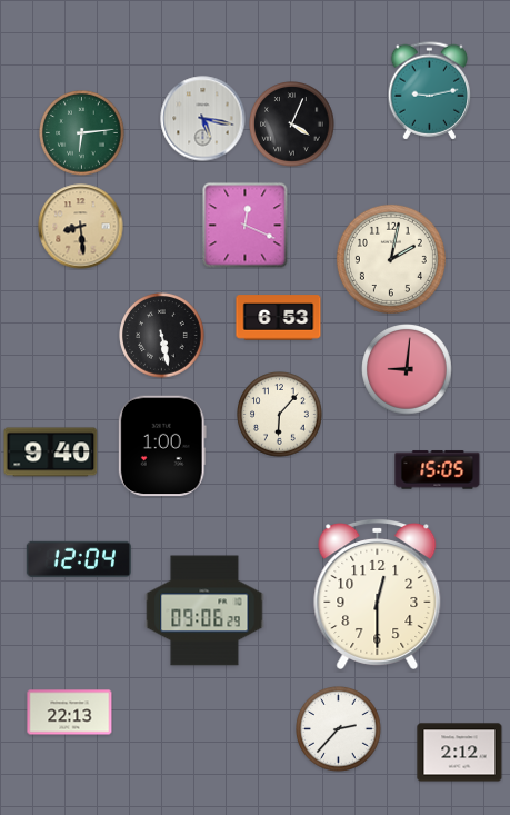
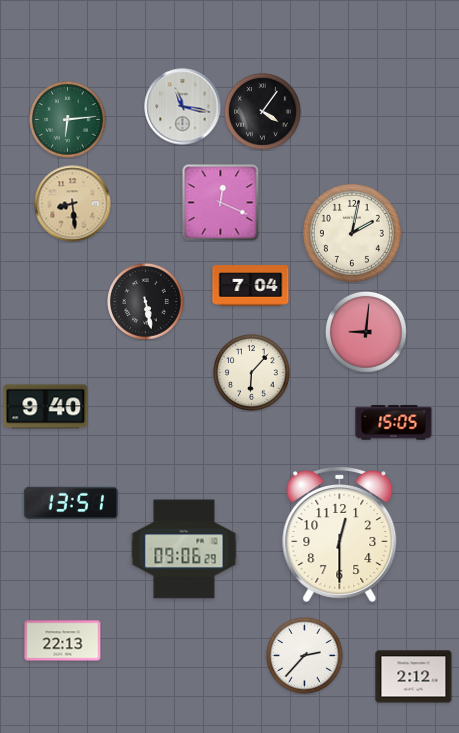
clock at (430, 91): 9:13 -> none
clock at (203, 119): 5:17 -> 11:17
clock at (292, 125): 4:04 -> 4:06
clock at (82, 133) position: (82, 133) -> (68, 120)
clock at (279, 318): 6:53 -> 7:04
clock at (162, 446): 1:00 -> none
clock at (79, 558): 12:04 -> 13:51
